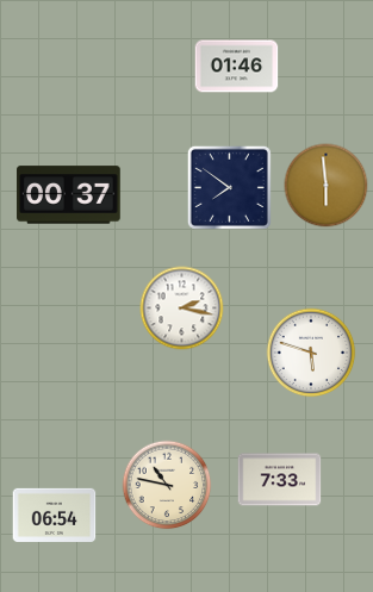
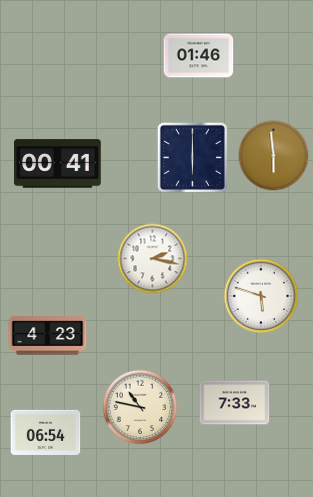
clock at (229, 187): 7:51 -> 6:00
clock at (69, 195): 00:37 -> 00:41
clock at (48, 336): none -> 4:23
